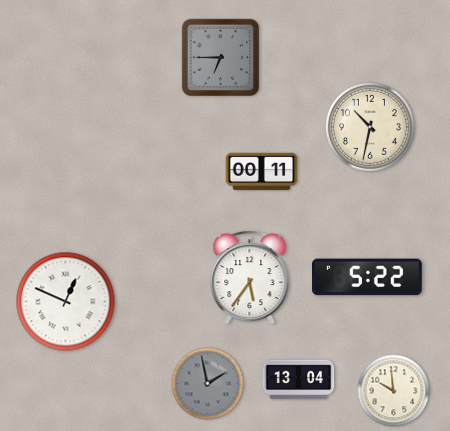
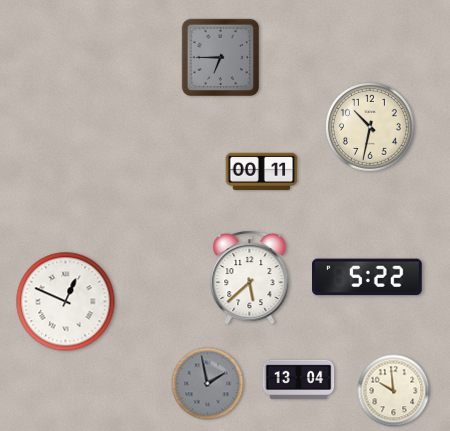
clock at (250, 278): 5:36 -> 5:38
